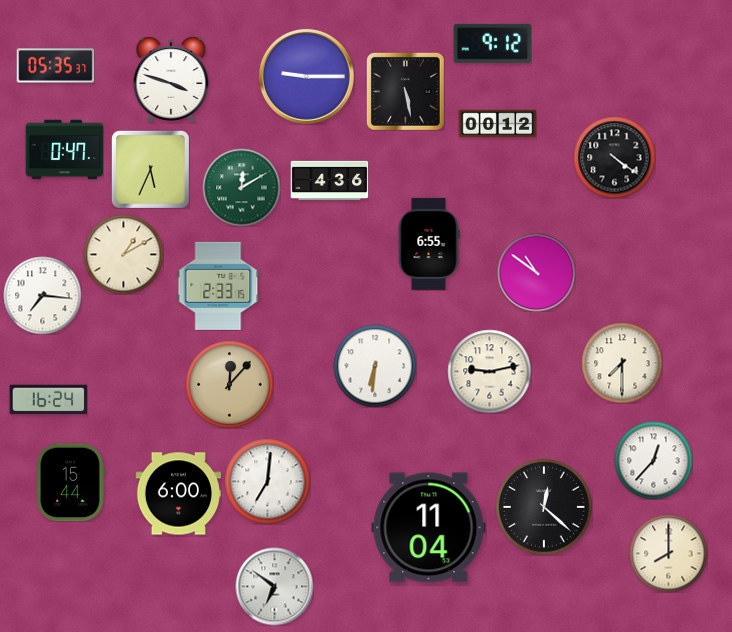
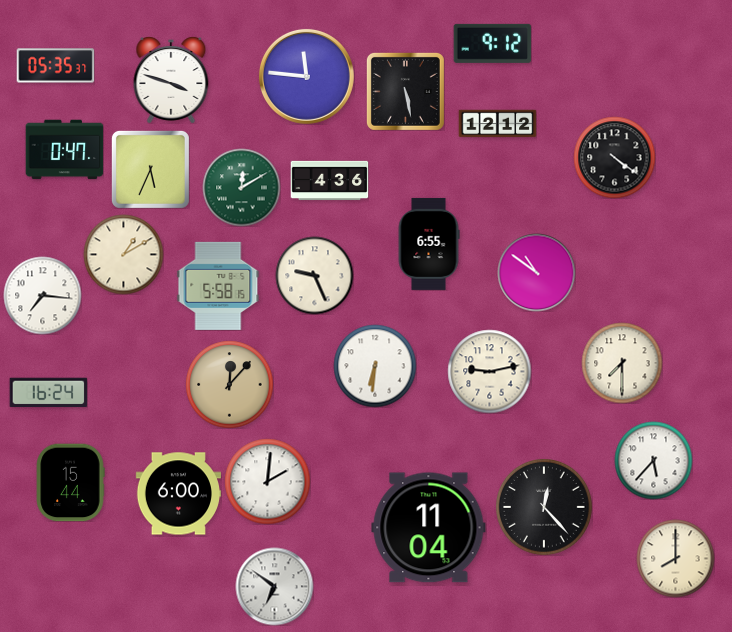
clock at (306, 76): 9:15 -> 11:46
clock at (497, 124): 00:12 -> 12:12
clock at (314, 275): none -> 9:26
clock at (218, 286): 2:33 -> 5:58
clock at (48, 400) position: (48, 400) -> (48, 393)
clock at (653, 460): 12:37 -> 5:37
clock at (267, 481): 7:01 -> 2:01
clock at (544, 507): 12:22 -> 12:23
clock at (668, 553) position: (668, 553) -> (675, 558)
